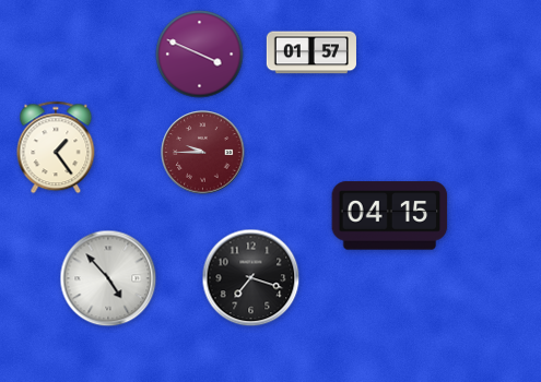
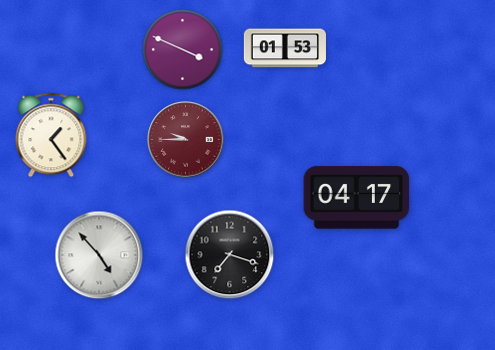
clock at (311, 52): 01:57 -> 01:53
clock at (390, 216): 04:15 -> 04:17
